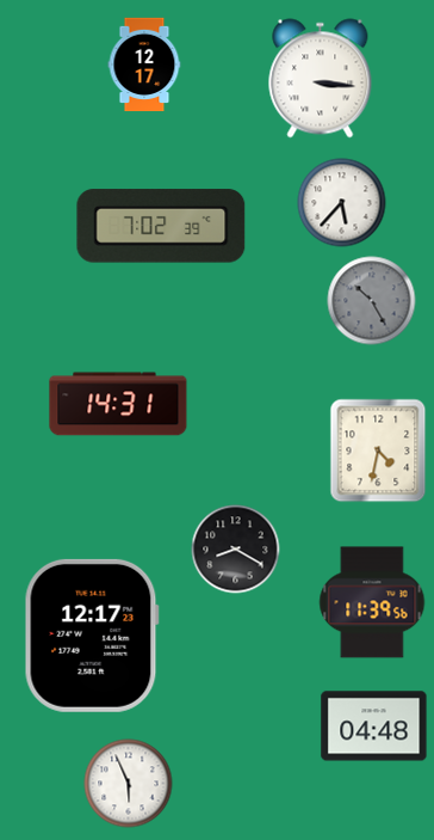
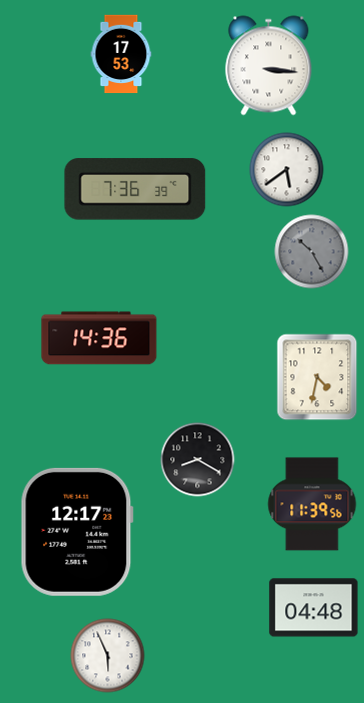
clock at (144, 65): 12:17 -> 17:53
clock at (342, 203): 5:37 -> 5:39
clock at (161, 226): 7:02 -> 7:36
clock at (118, 404): 14:31 -> 14:36
